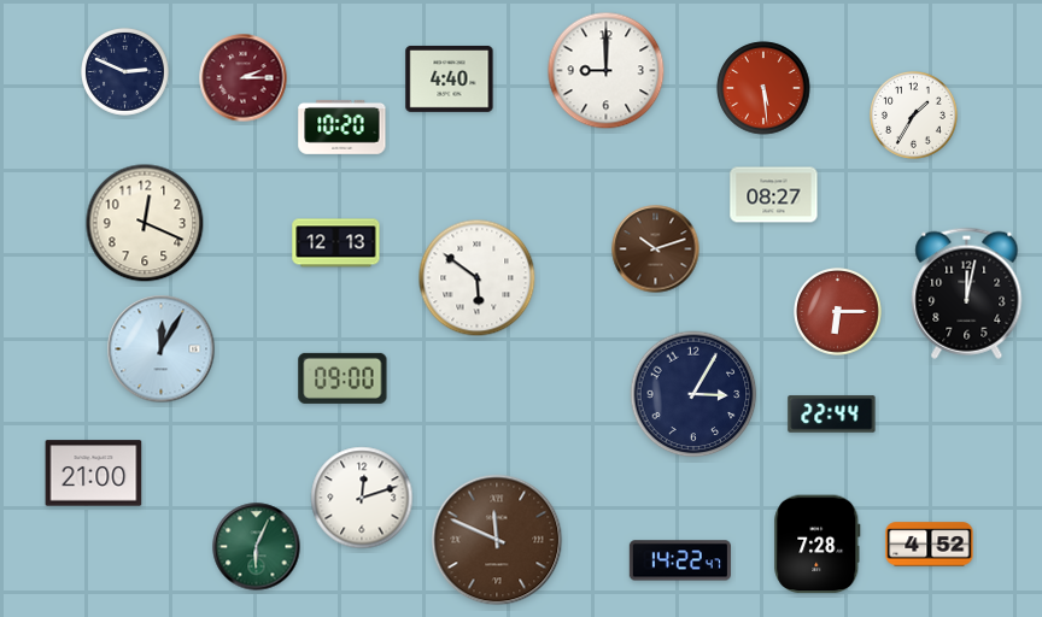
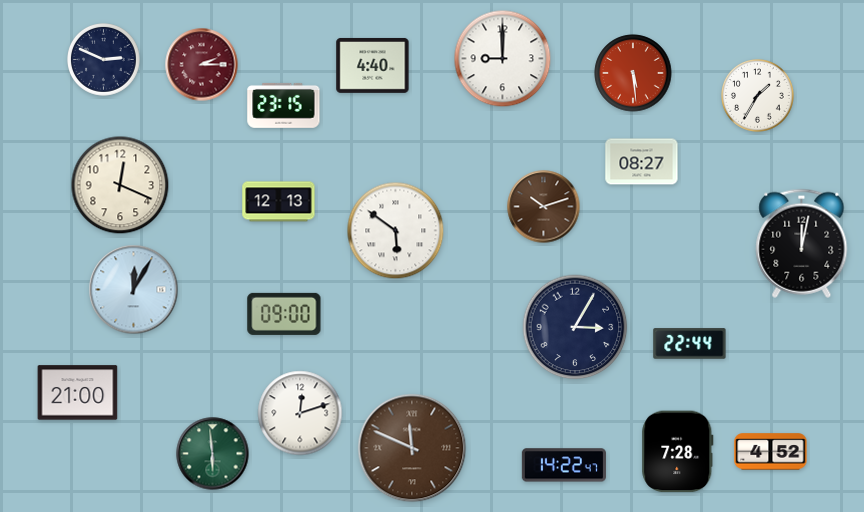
clock at (343, 127): 10:20 -> 23:15
clock at (838, 312): 6:15 -> none
clock at (257, 547): 6:04 -> 5:59
